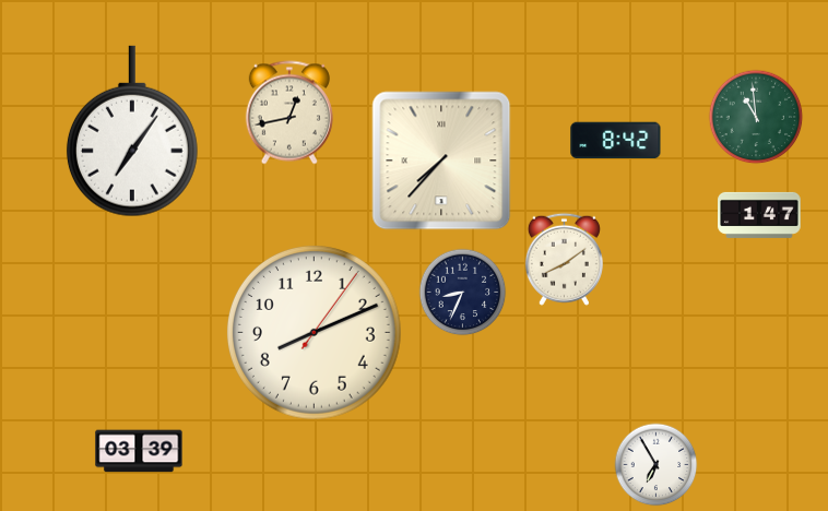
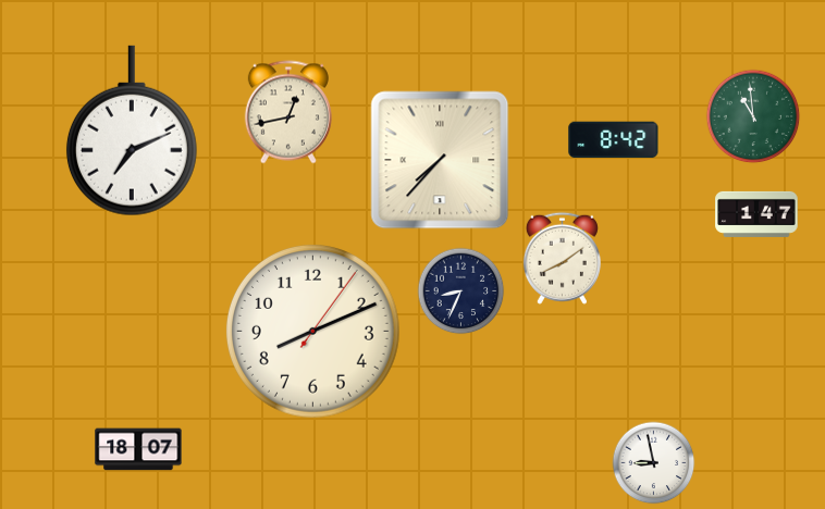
clock at (132, 131): 7:06 -> 7:11
clock at (139, 451): 03:39 -> 18:07
clock at (657, 465): 6:55 -> 8:58
